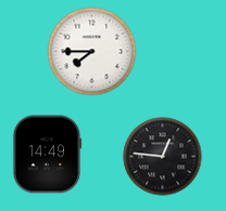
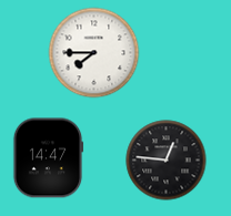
clock at (47, 155): 14:49 -> 14:47
